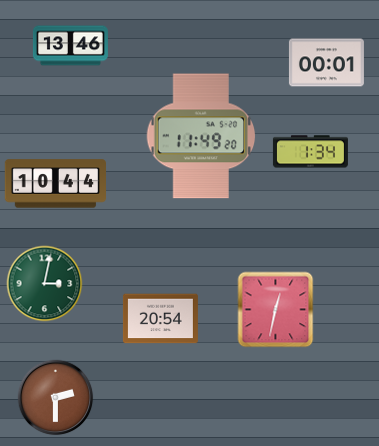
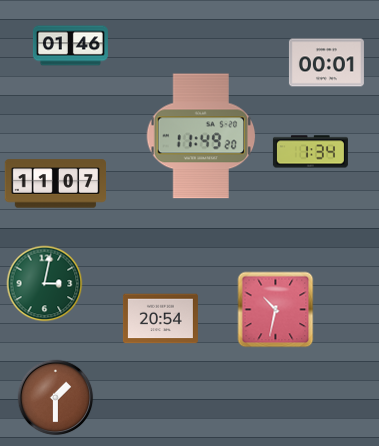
clock at (70, 46): 13:46 -> 01:46
clock at (55, 184): 10:44 -> 11:07
clock at (276, 310): 12:32 -> 10:32
clock at (56, 398): 2:30 -> 1:30
